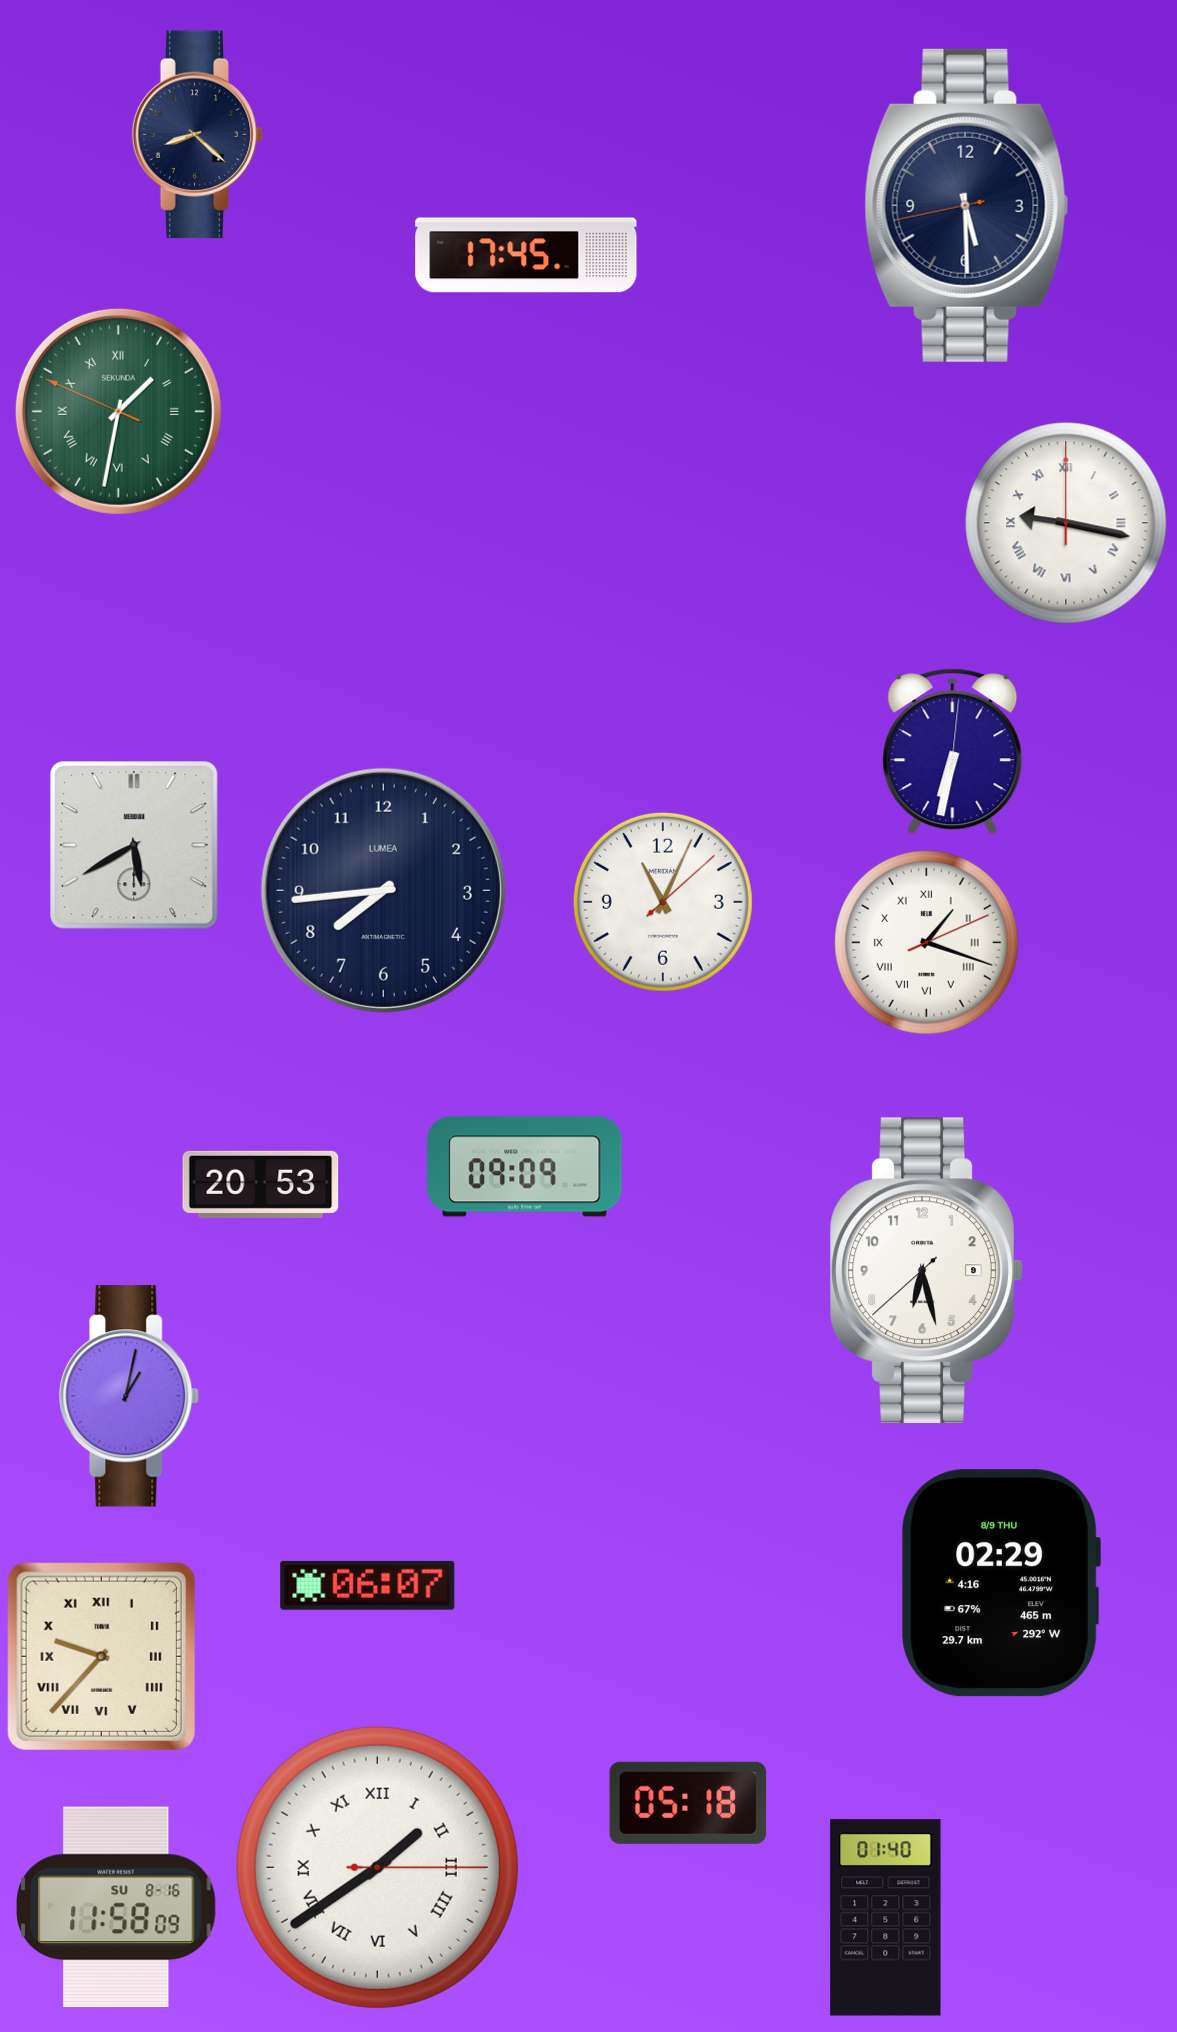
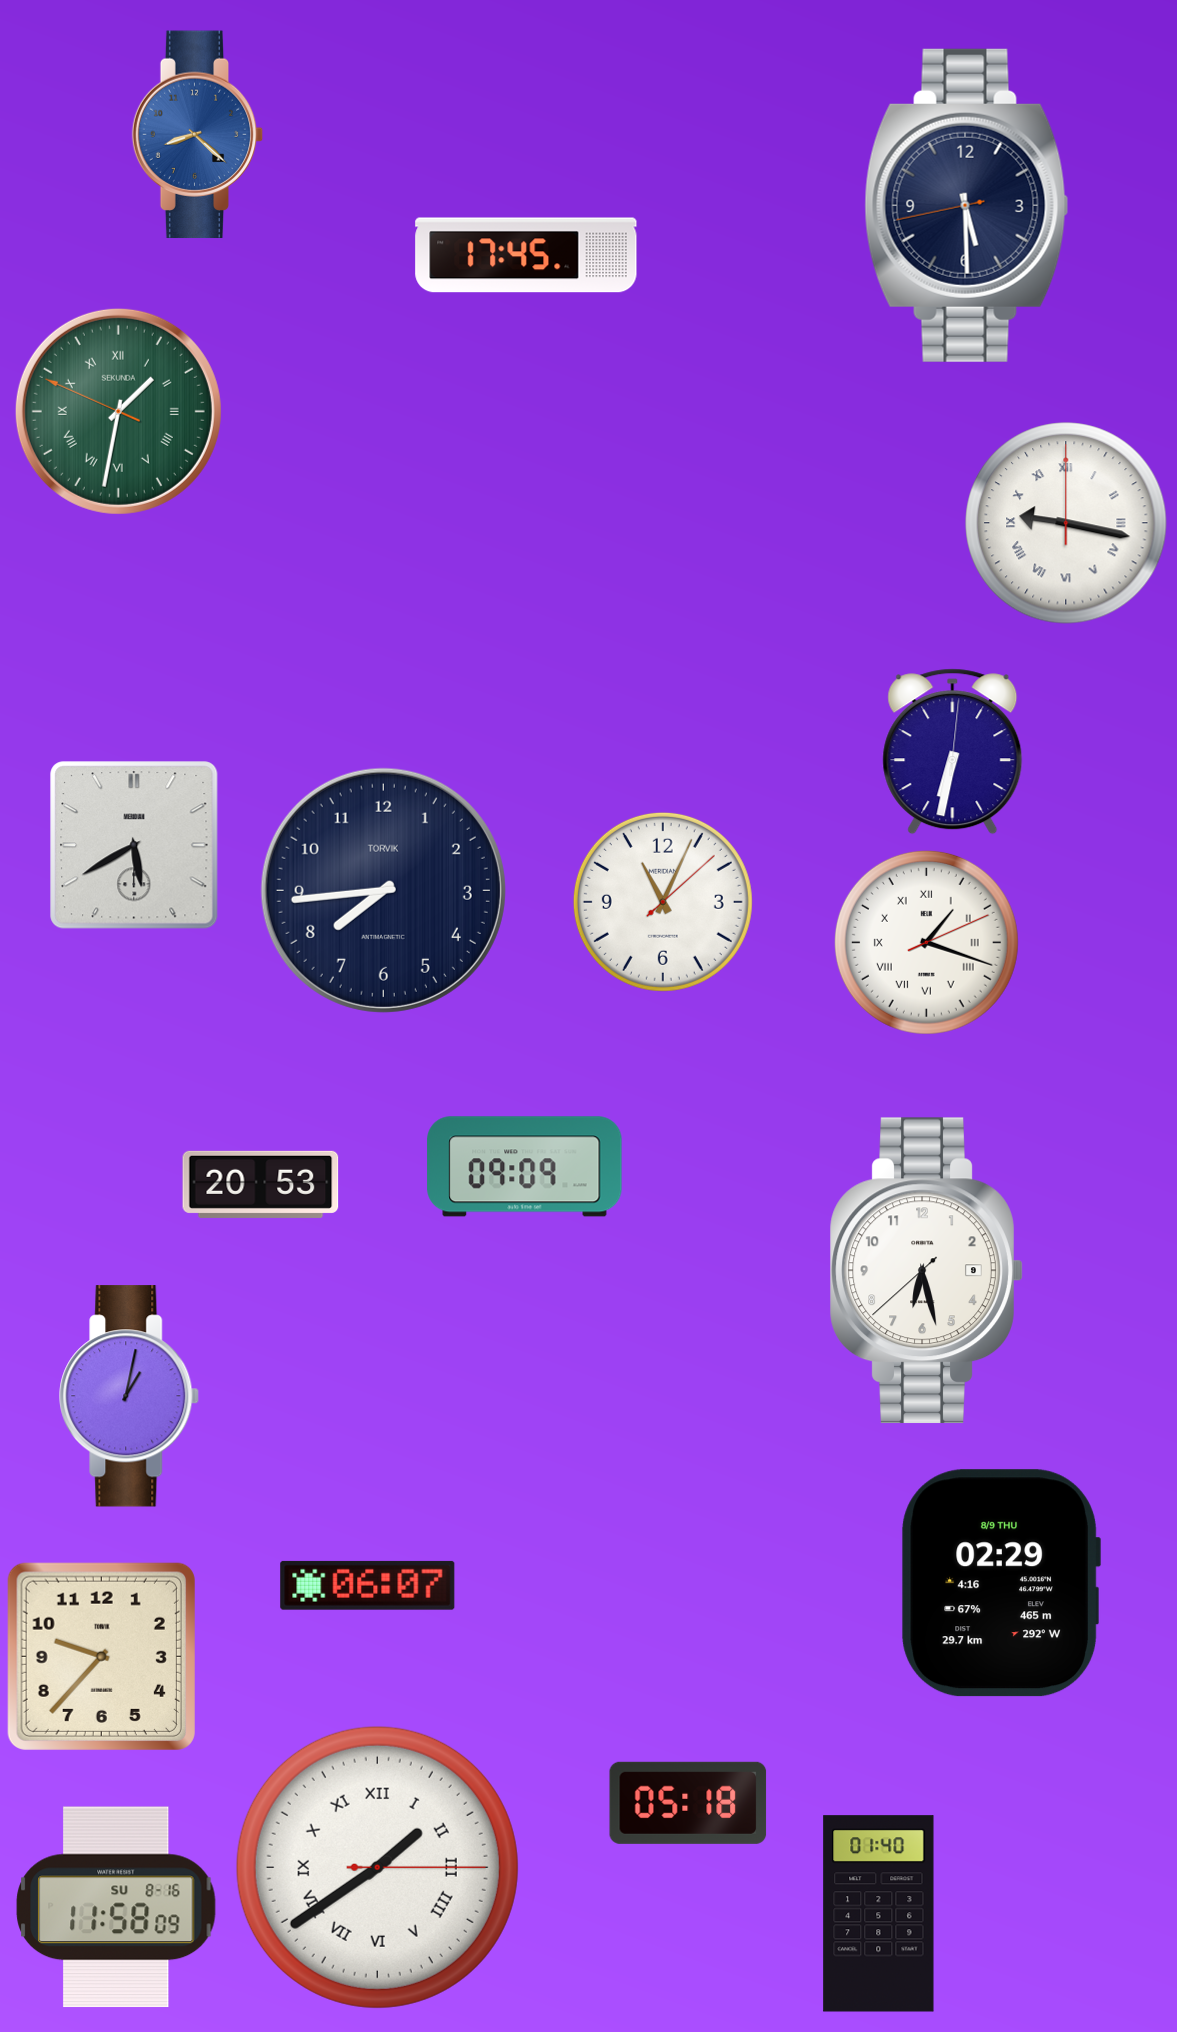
clock at (198, 135) dial: navy -> blue
clock at (383, 890) brand: LUMEA -> TORVIK
clock at (101, 1656) numerals: Roman -> Arabic
clock at (886, 1918) position: (886, 1918) -> (879, 1914)
